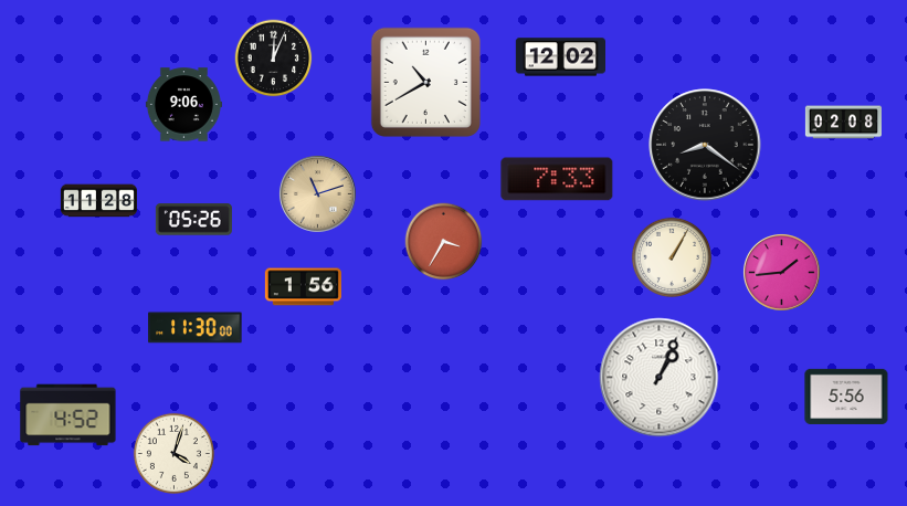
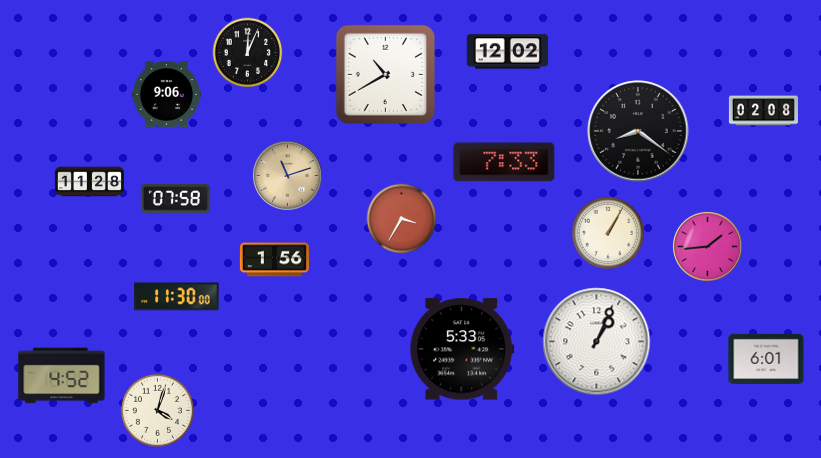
clock at (193, 220): 05:26 -> 07:58
clock at (462, 349): none -> 5:33
clock at (846, 397): 5:56 -> 6:01
